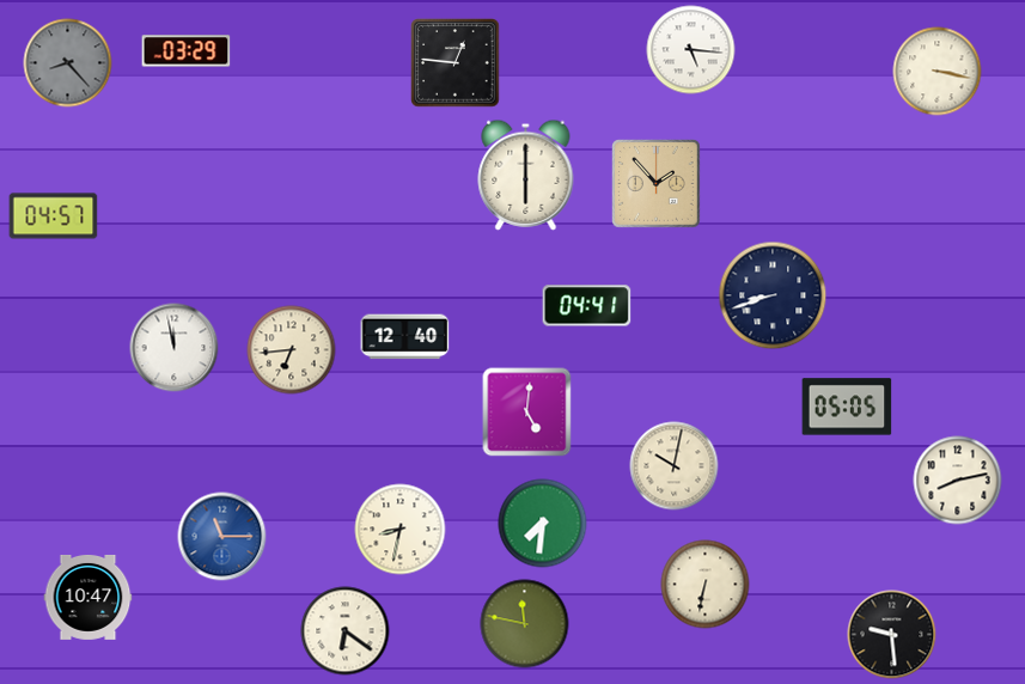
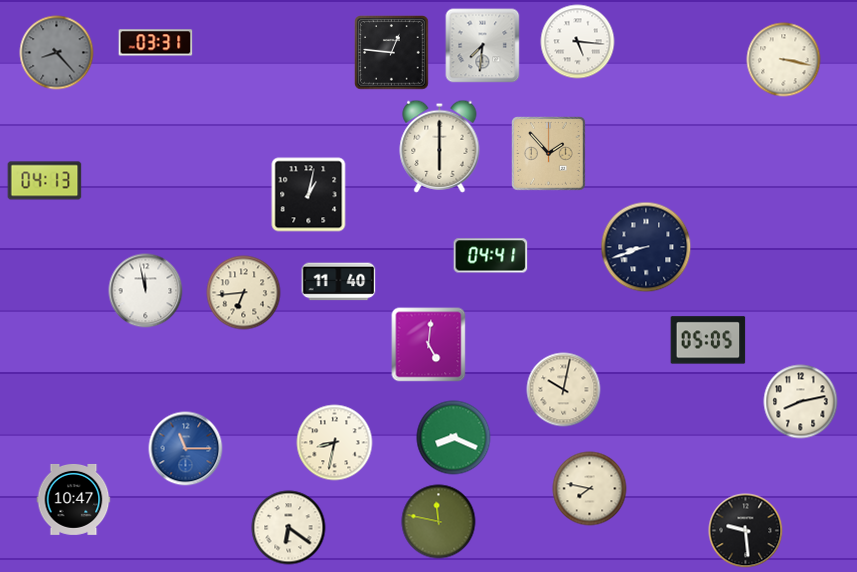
clock at (187, 51): 03:29 -> 03:31
clock at (483, 46): none -> 7:31
clock at (456, 63) position: (456, 63) -> (392, 53)
clock at (54, 216): 04:57 -> 04:13
clock at (309, 195): none -> 1:02
clock at (405, 337): 12:40 -> 11:40
clock at (527, 413) position: (527, 413) -> (429, 345)
clock at (543, 524): 7:31 -> 8:19
clock at (706, 585): 6:32 -> 7:47
